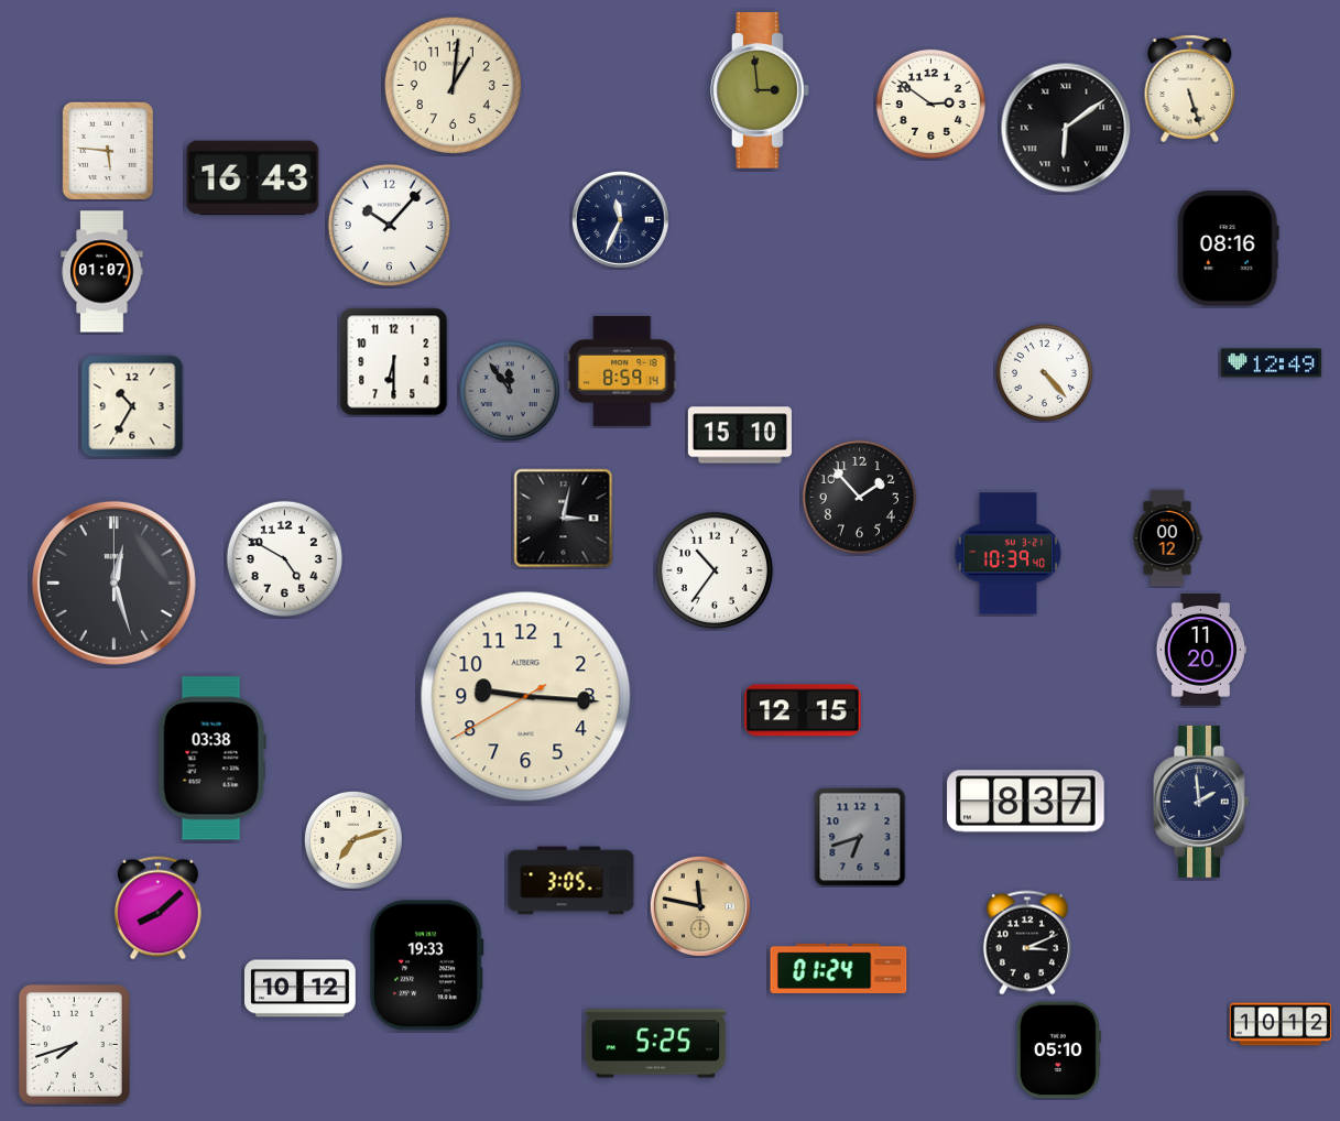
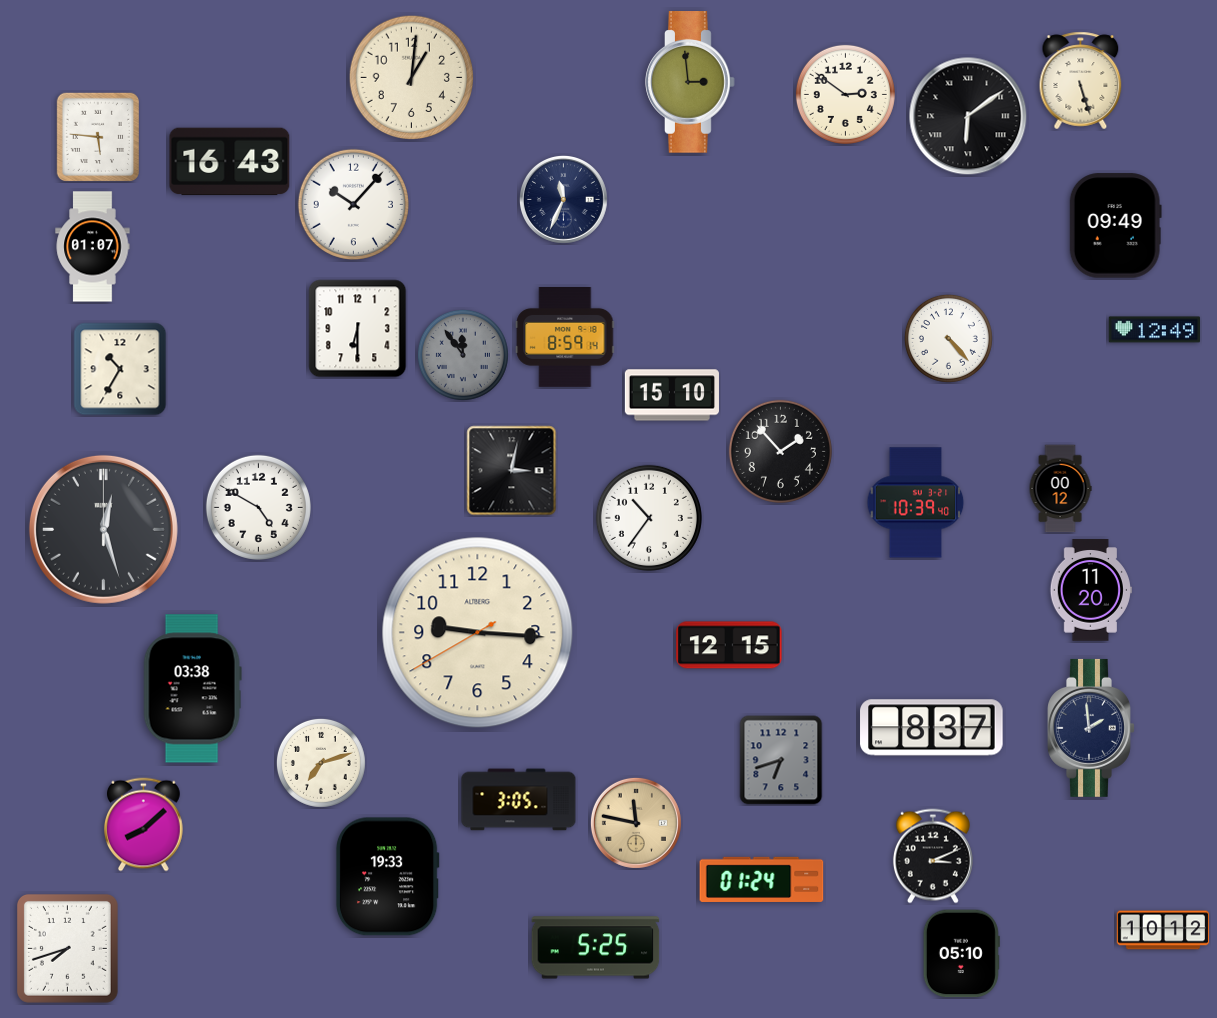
clock at (1228, 249): 08:16 -> 09:49
clock at (301, 989): 10:12 -> none
